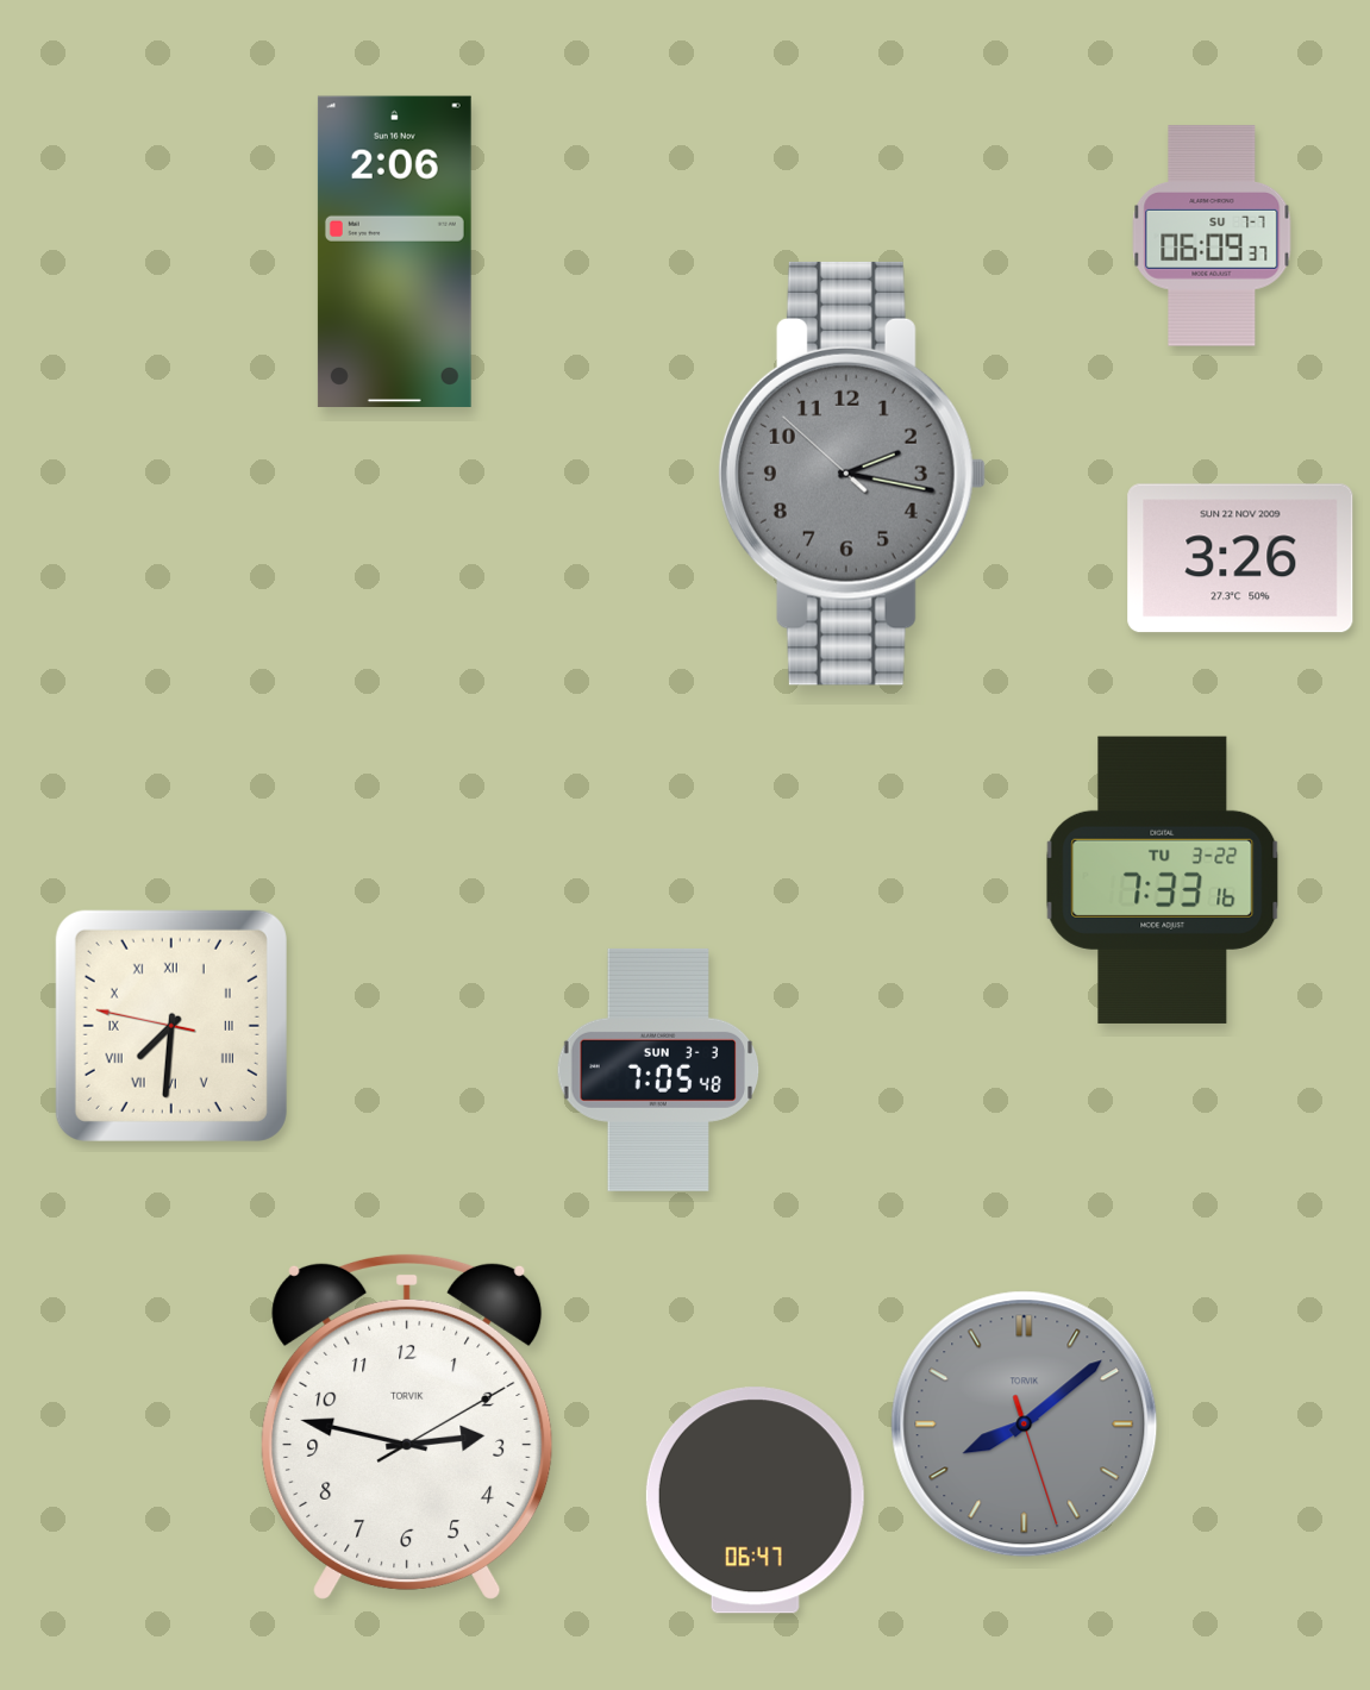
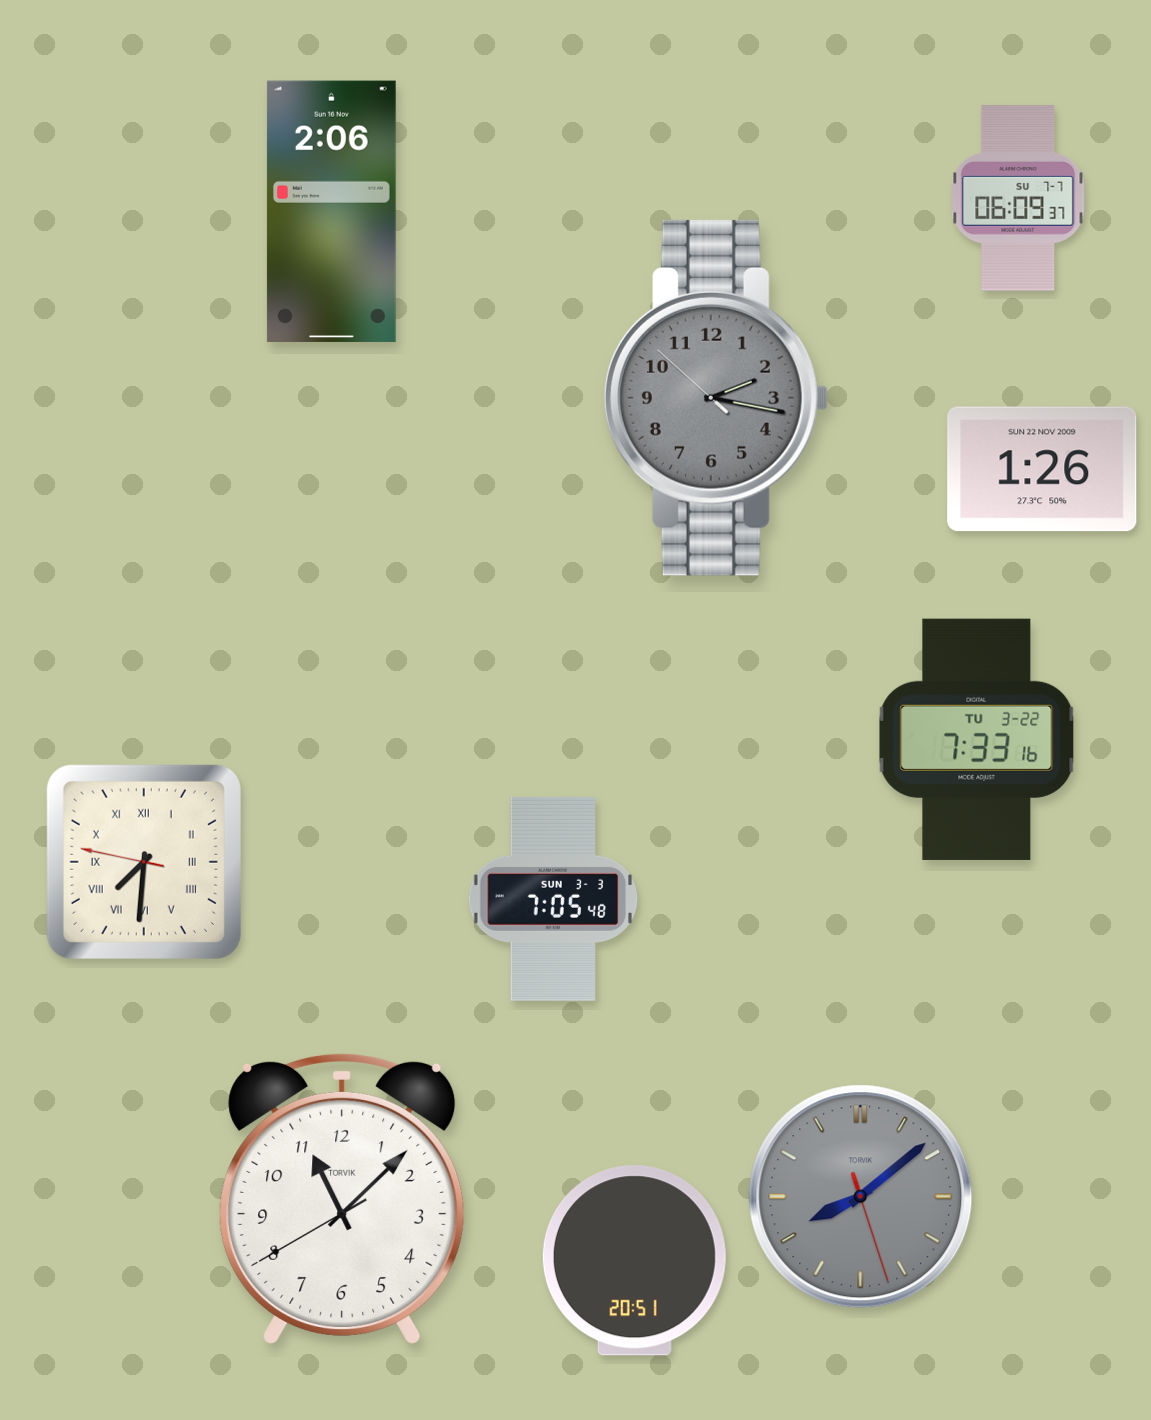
clock at (1240, 558): 3:26 -> 1:26
clock at (407, 1426): 2:47 -> 11:07
clock at (755, 1501): 06:47 -> 20:51
